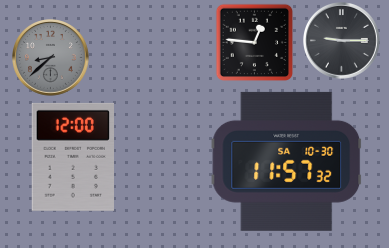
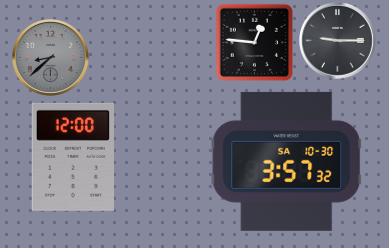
clock at (342, 41) position: (342, 41) -> (338, 41)
clock at (287, 161): 11:57 -> 3:57
